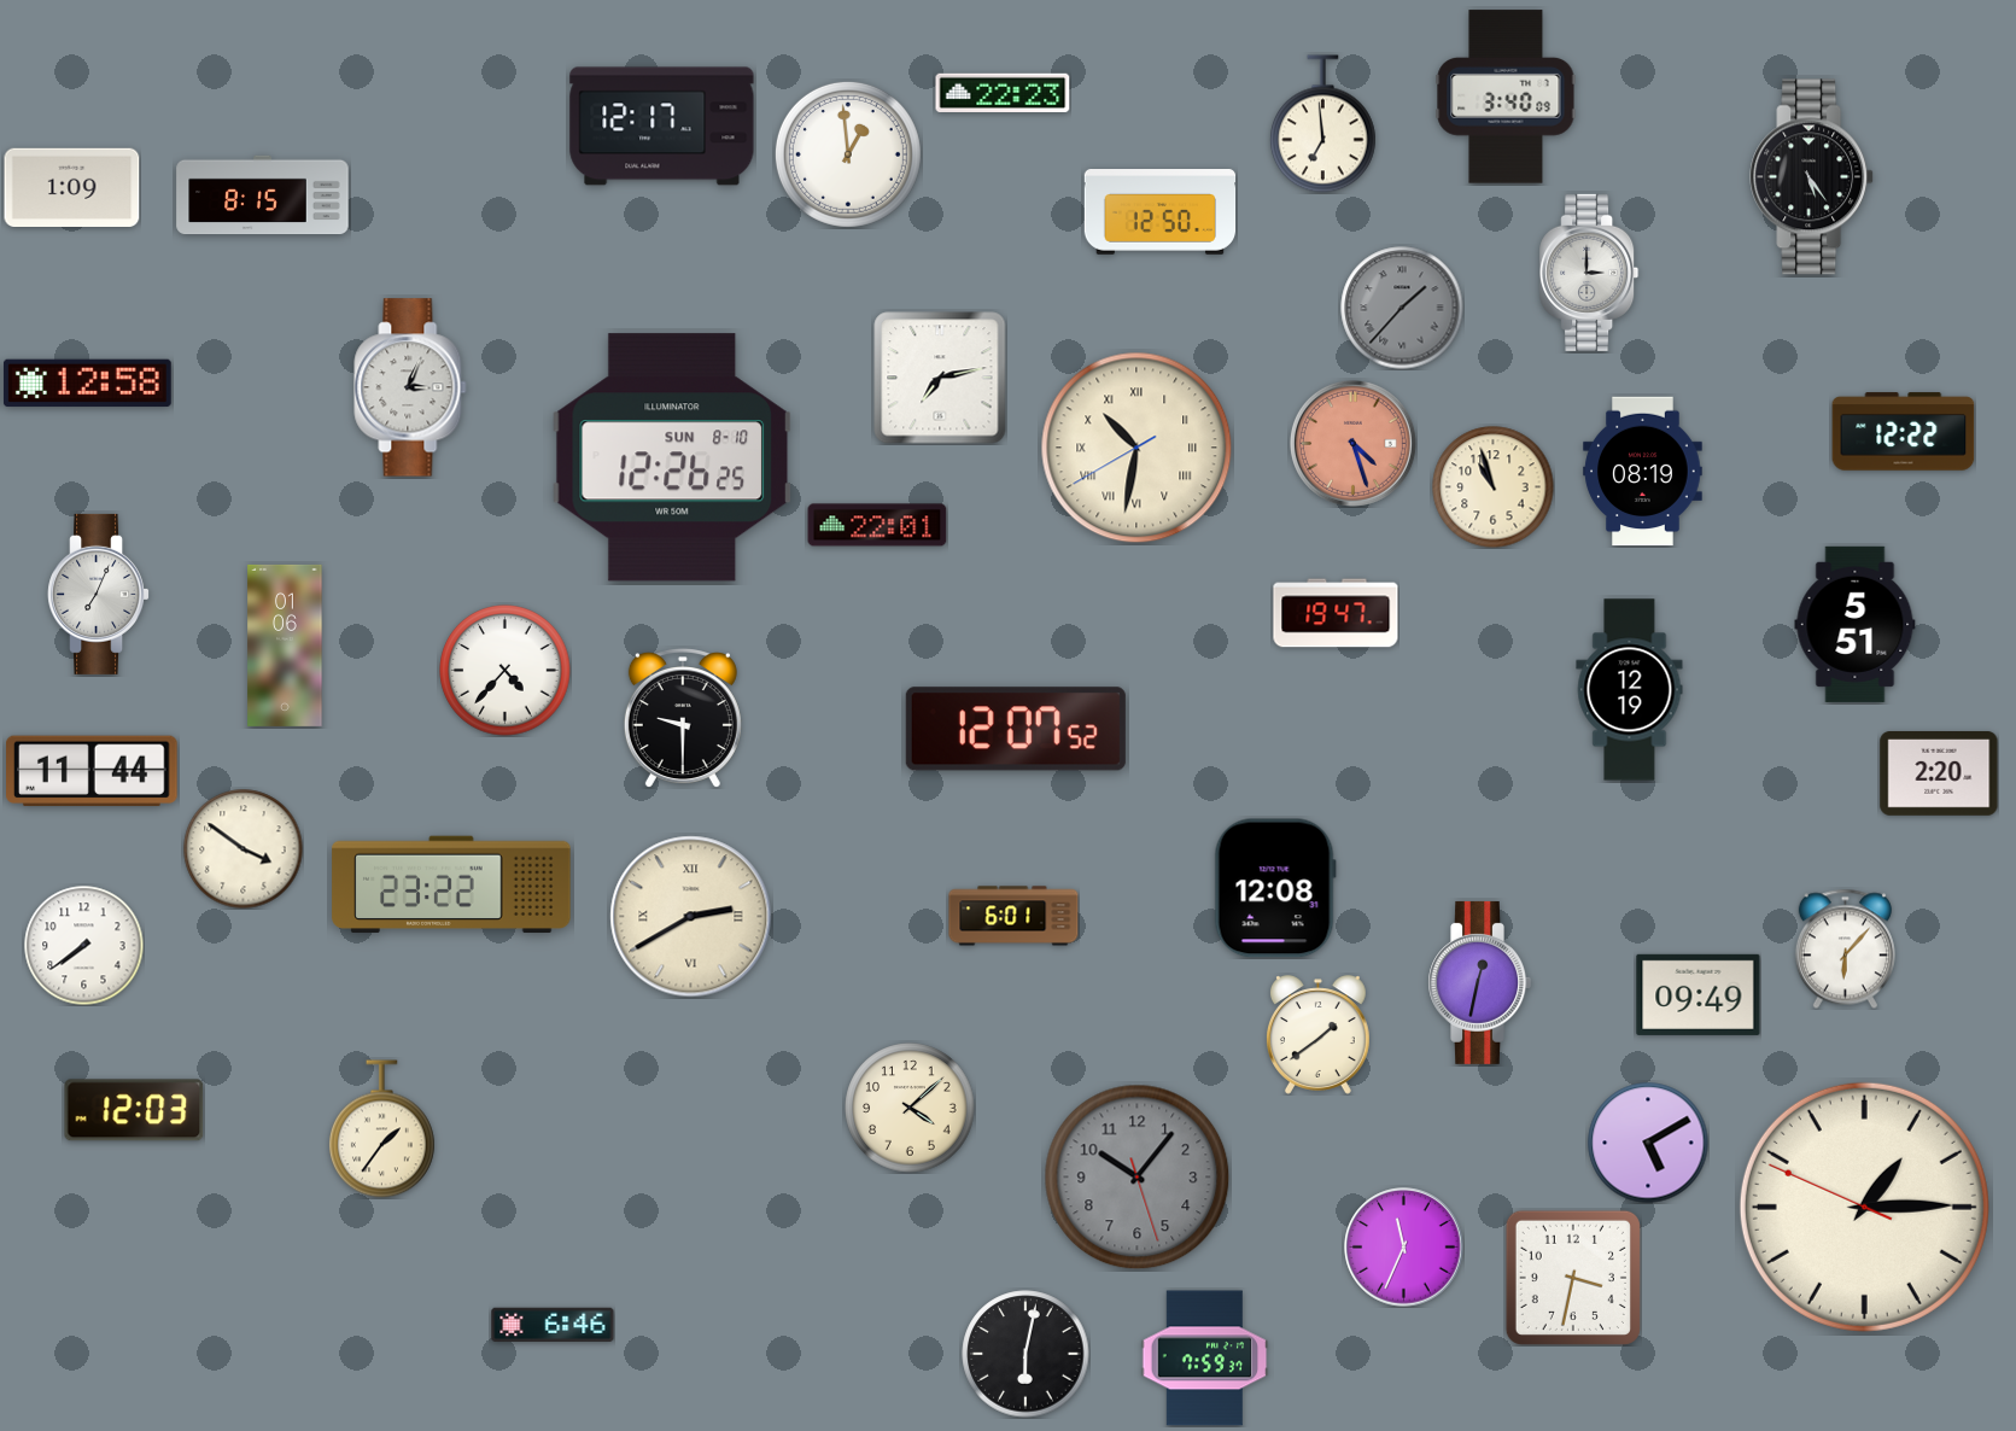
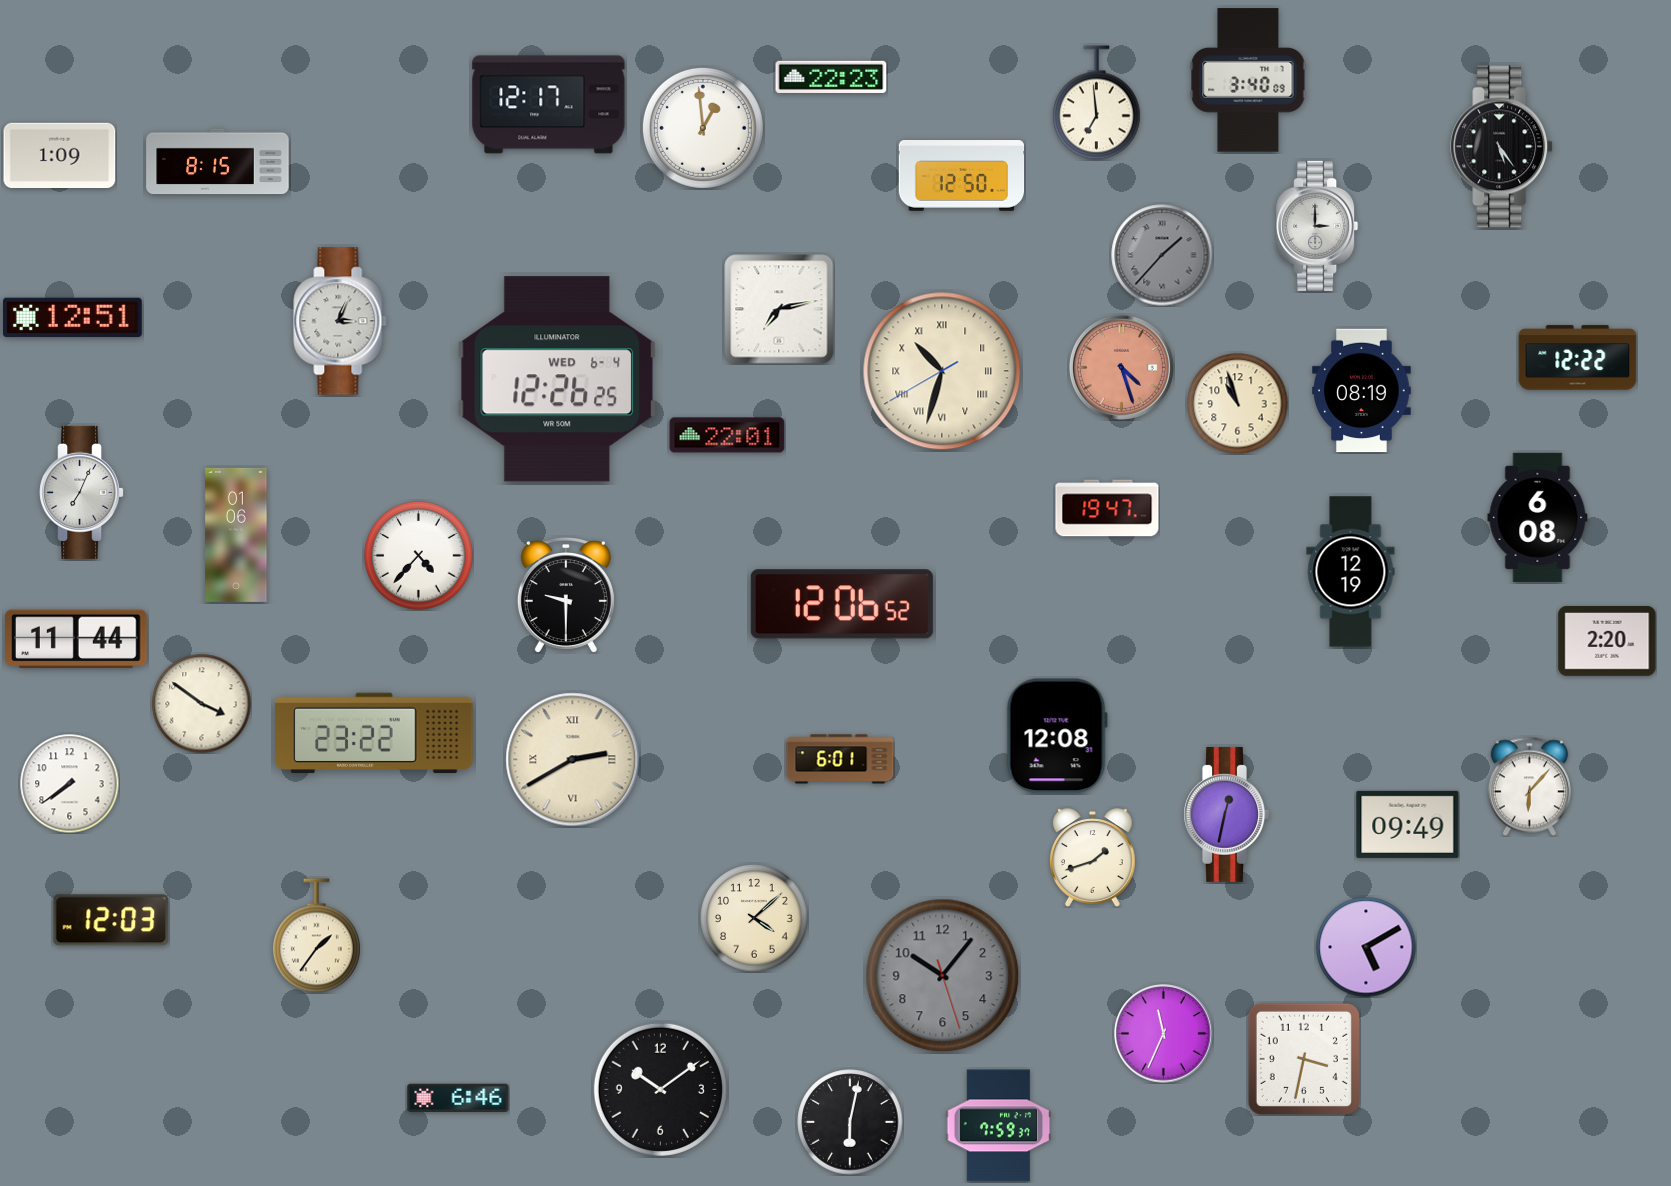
clock at (940, 378) position: (940, 378) -> (779, 309)
clock at (88, 384): 12:58 -> 12:51
clock at (1136, 448): 10:31 -> 10:32
clock at (672, 457) date: SUN 8-10 -> WED 6-4
clock at (1856, 624): 5:51 -> 6:08
clock at (1016, 729): 12:07 -> 12:06
clock at (1317, 1035): 1:39 -> 1:42
clock at (1864, 1207): 1:14 -> none
clock at (660, 1089): none -> 10:09
